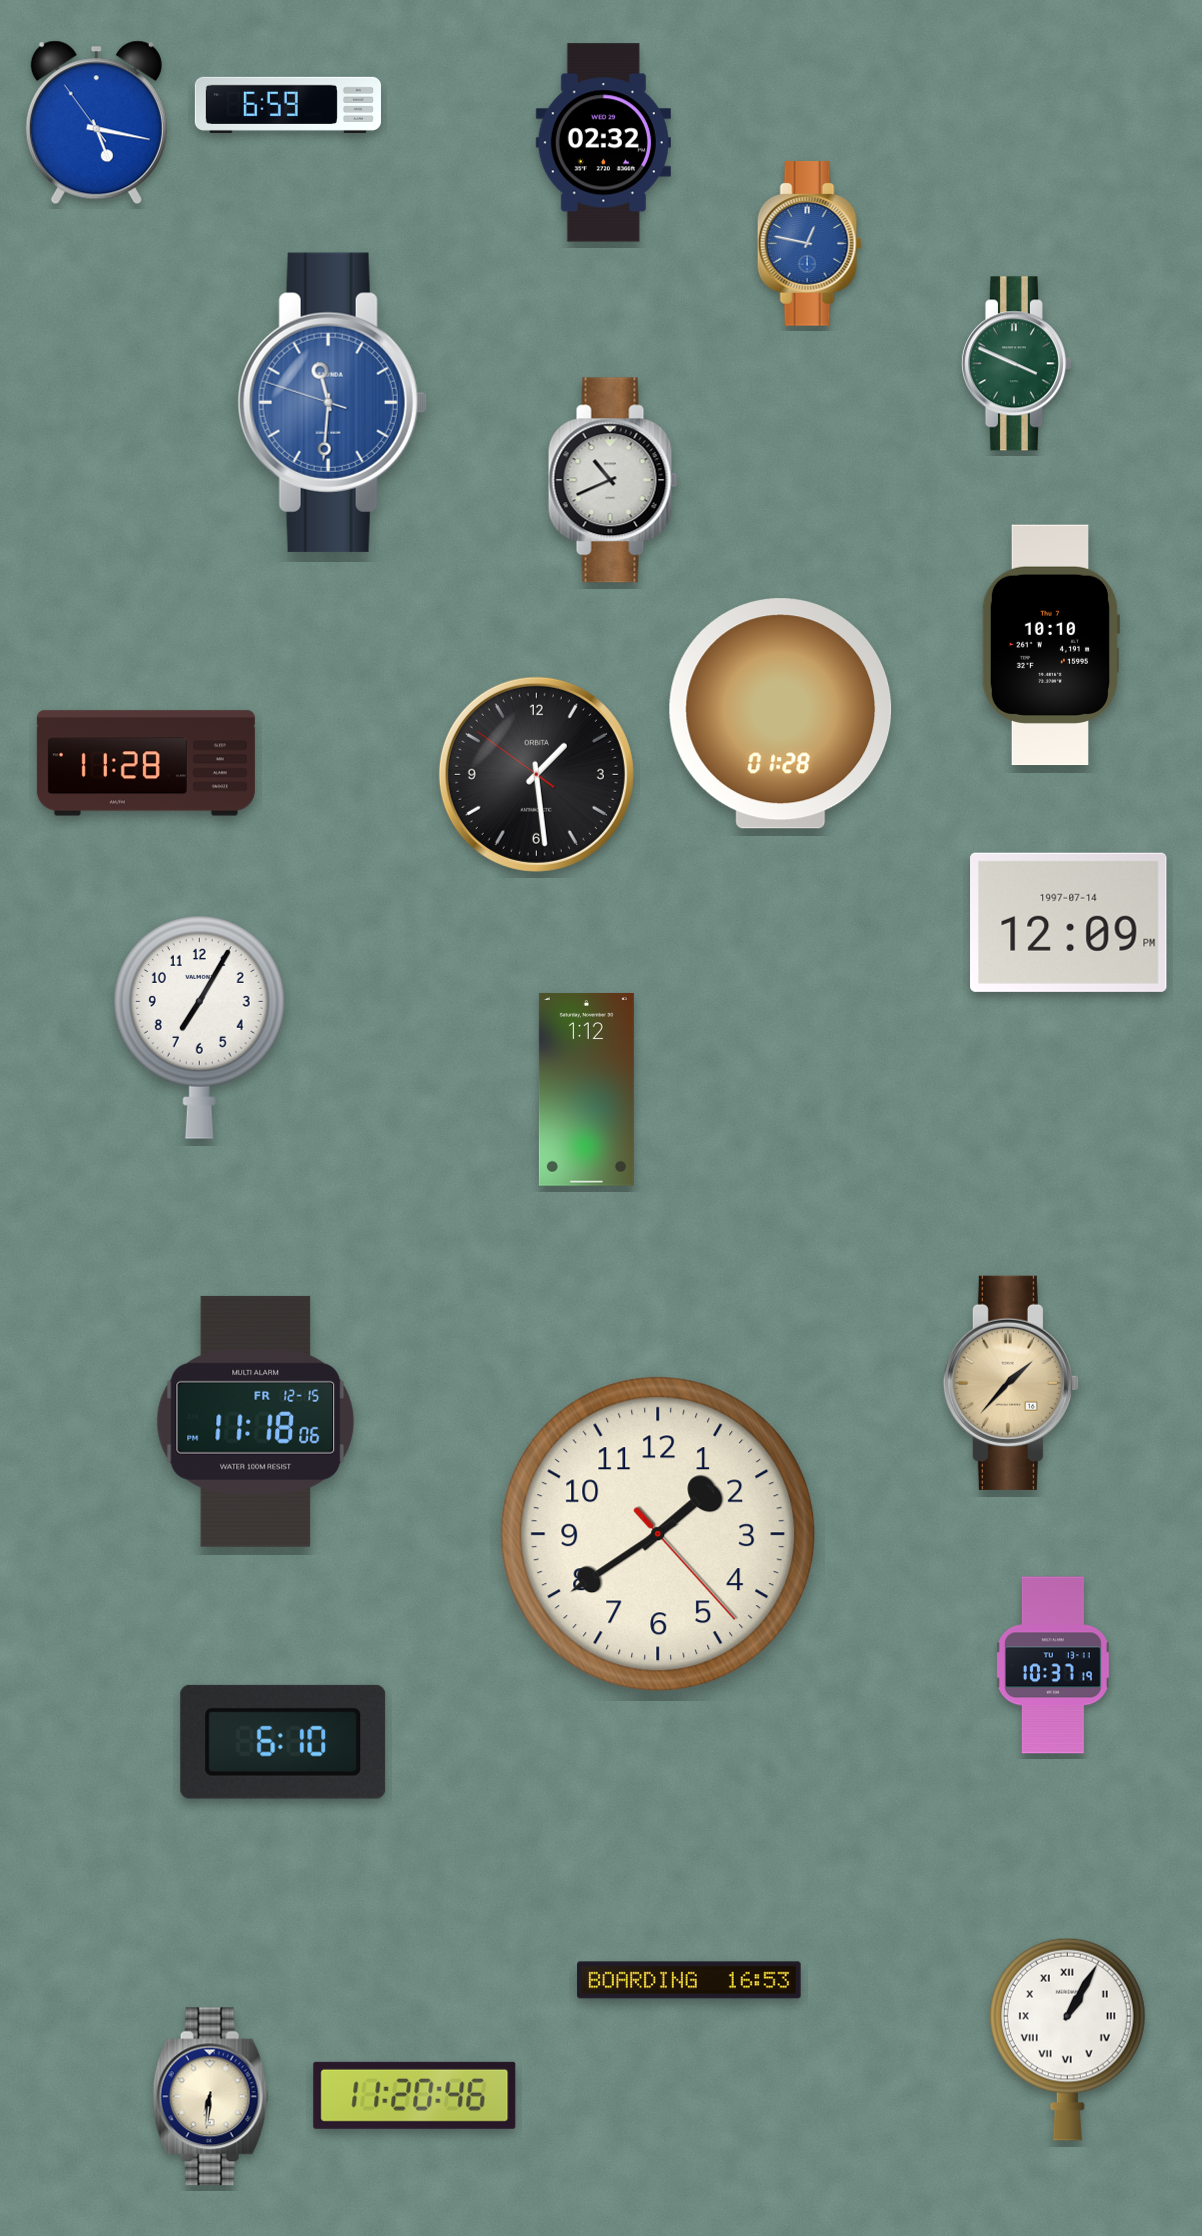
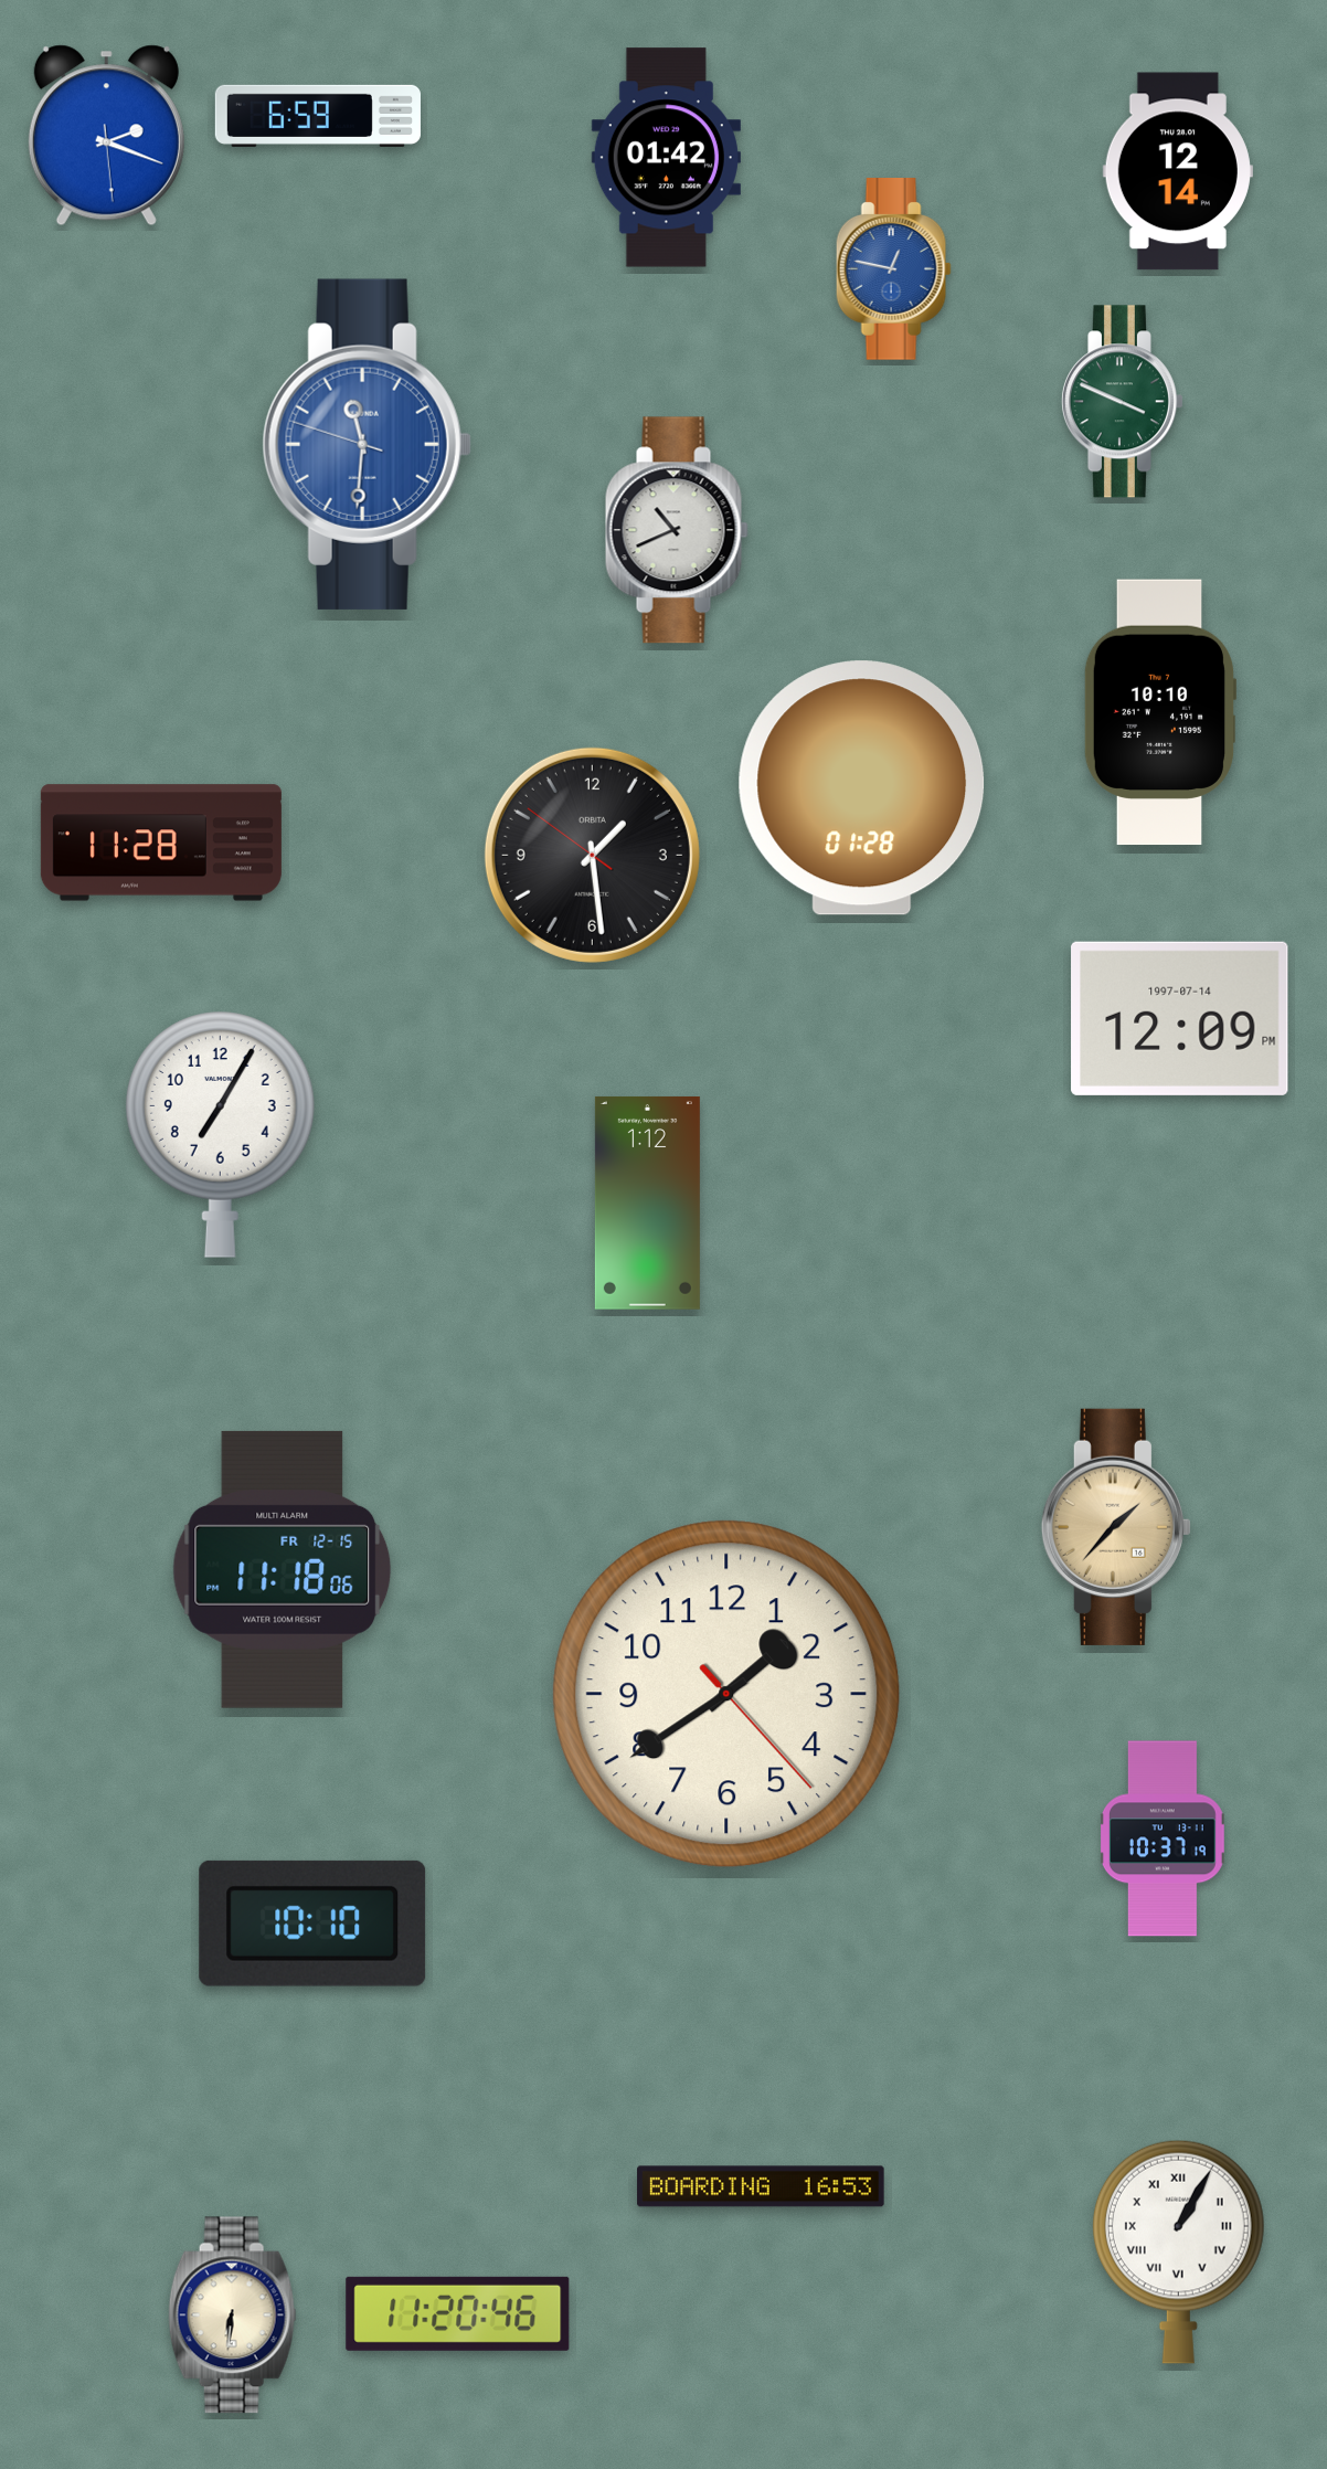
clock at (96, 123): 5:16 -> 2:18
clock at (603, 143): 02:32 -> 01:42
clock at (1178, 171): none -> 12:14
clock at (283, 1742): 6:10 -> 10:10
